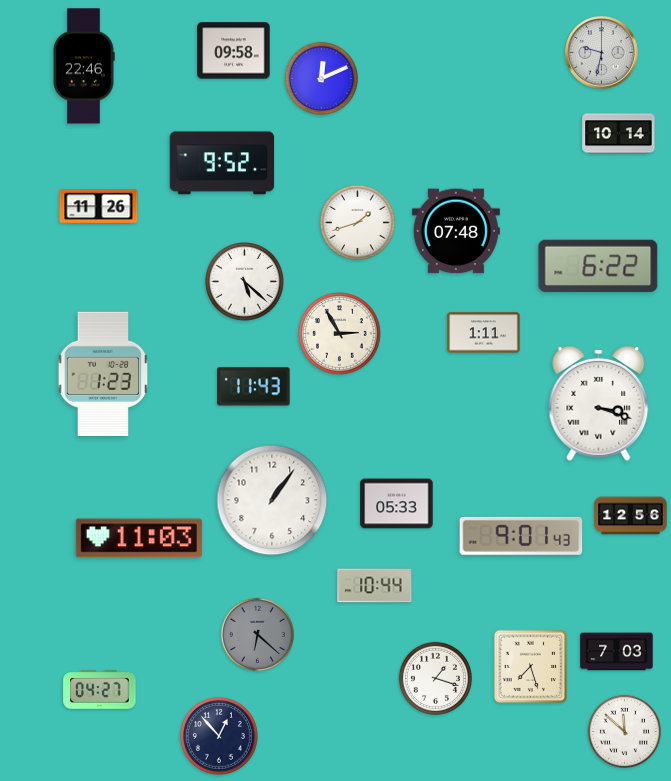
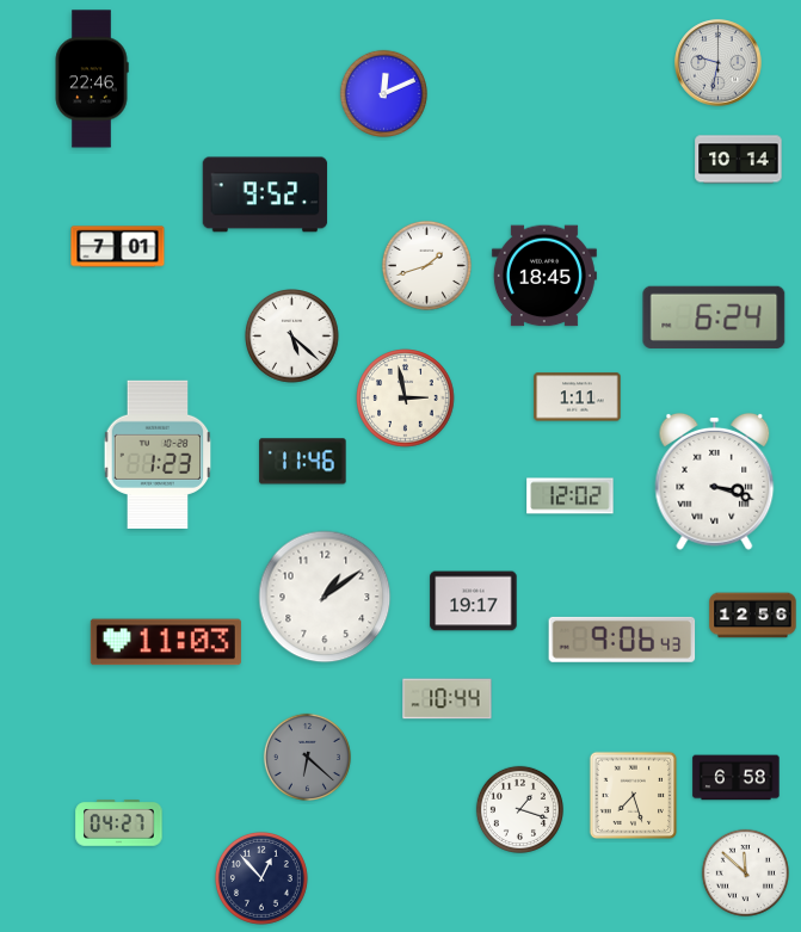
clock at (234, 51): 09:58 -> none
clock at (84, 66) position: (84, 66) -> (92, 79)
clock at (99, 207): 11:26 -> 7:01
clock at (456, 231): 07:48 -> 18:45
clock at (598, 266): 6:22 -> 6:24
clock at (340, 334): 2:55 -> 2:58
clock at (103, 373) position: (103, 373) -> (158, 453)
clock at (254, 387): 11:43 -> 11:46
clock at (571, 496): none -> 12:02
clock at (272, 500): 1:06 -> 1:09
clock at (397, 504): 05:33 -> 19:17
clock at (521, 536): 9:01 -> 9:06
clock at (617, 652): 7:03 -> 6:58
